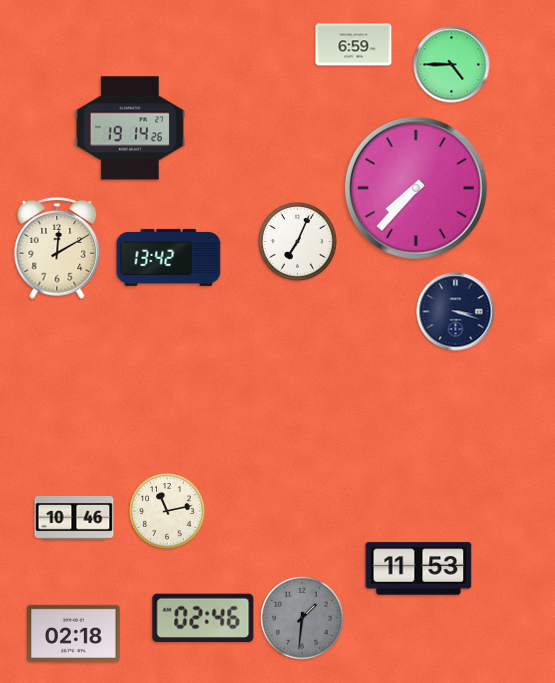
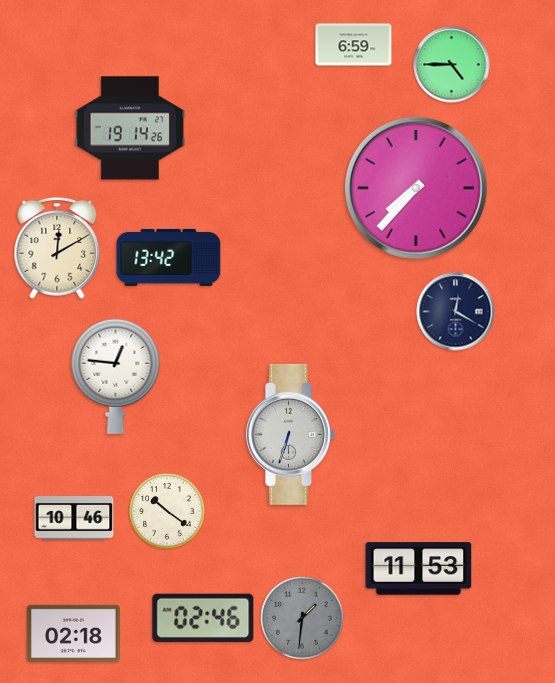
clock at (298, 242): 7:04 -> none
clock at (456, 312): 3:18 -> 12:20
clock at (116, 376): none -> 12:46
clock at (290, 434): none -> 6:33
clock at (167, 511): 11:13 -> 10:21
